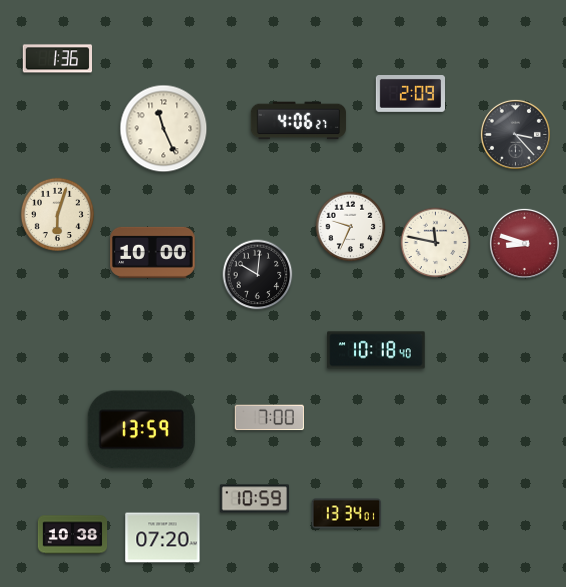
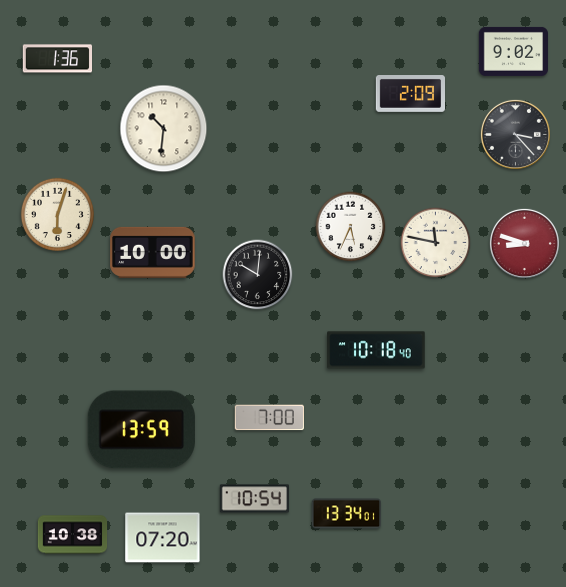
clock at (514, 51): none -> 9:02
clock at (298, 121): 4:06 -> none
clock at (164, 129): 11:26 -> 10:31
clock at (351, 227): 9:34 -> 5:34
clock at (254, 499): 10:59 -> 10:54
